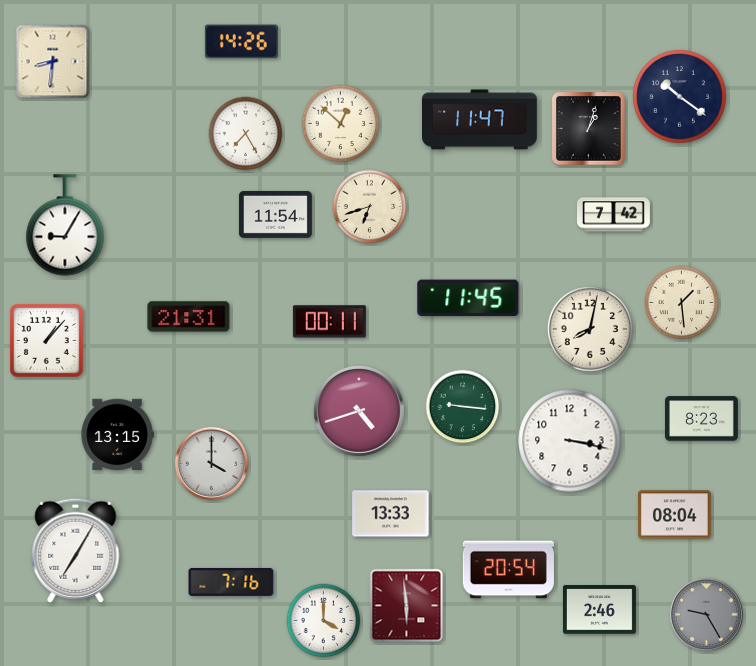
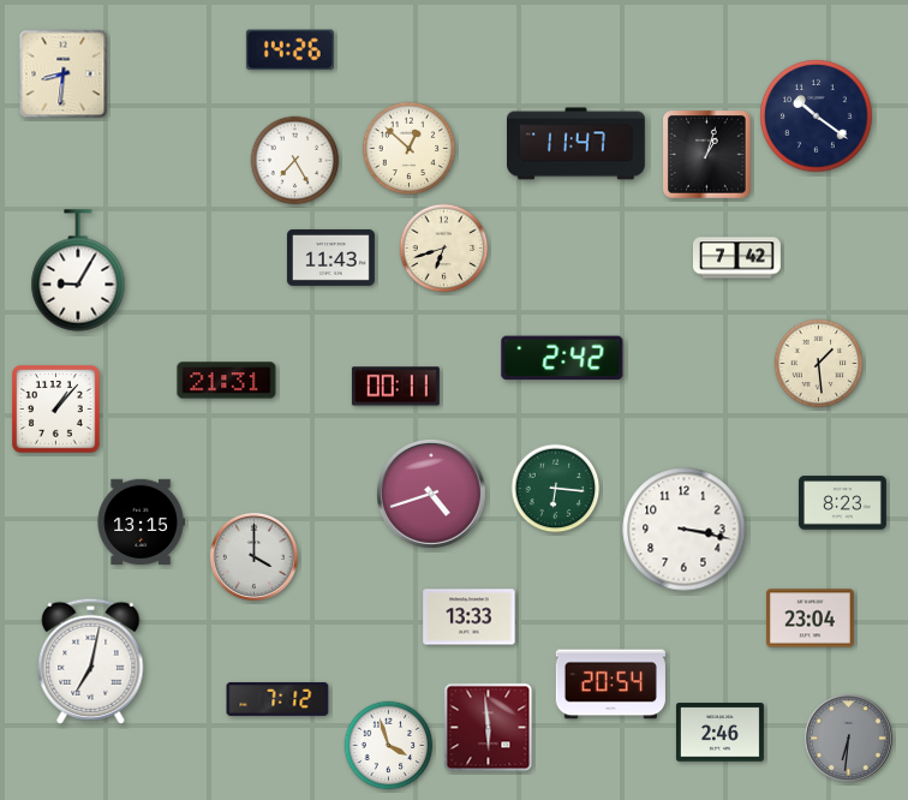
clock at (275, 214): 11:54 -> 11:43
clock at (468, 298): 11:45 -> 2:42
clock at (590, 329): 8:02 -> none
clock at (463, 407): 9:16 -> 6:16
clock at (674, 515): 08:04 -> 23:04
clock at (76, 550): 7:05 -> 7:02
clock at (231, 582): 7:16 -> 7:12
clock at (706, 614): 9:25 -> 6:31
clock at (324, 621): 4:00 -> 3:57
